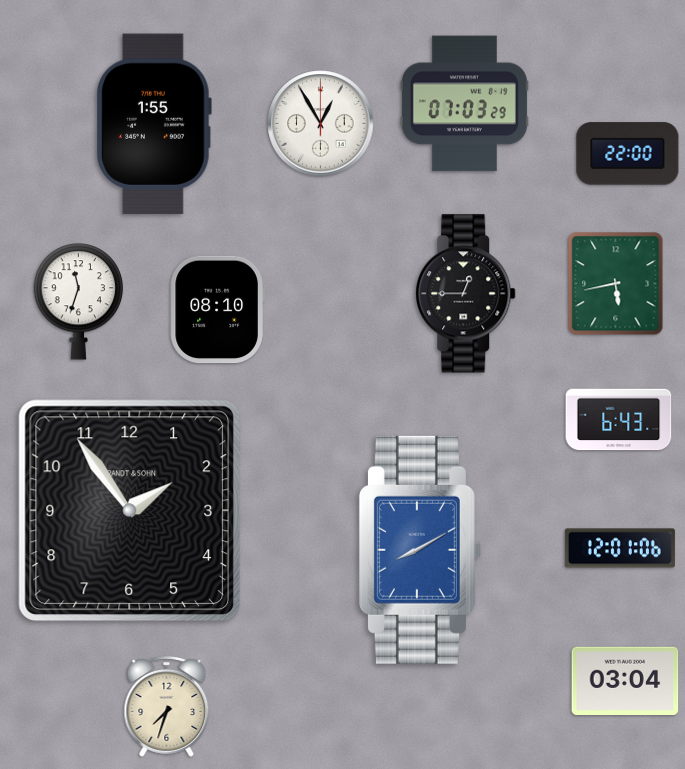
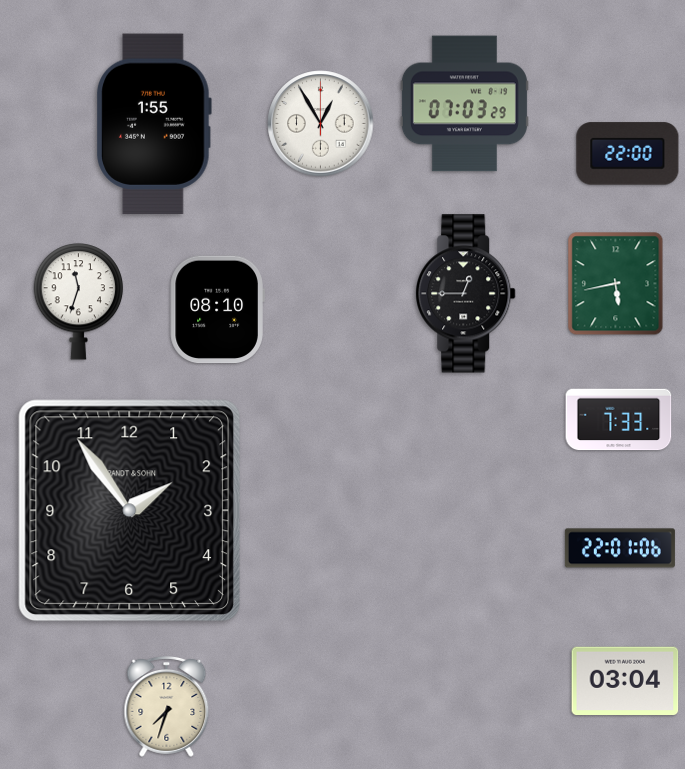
clock at (619, 420): 6:43 -> 7:33
clock at (620, 548): 12:01 -> 22:01
clock at (420, 550): 8:10 -> none
